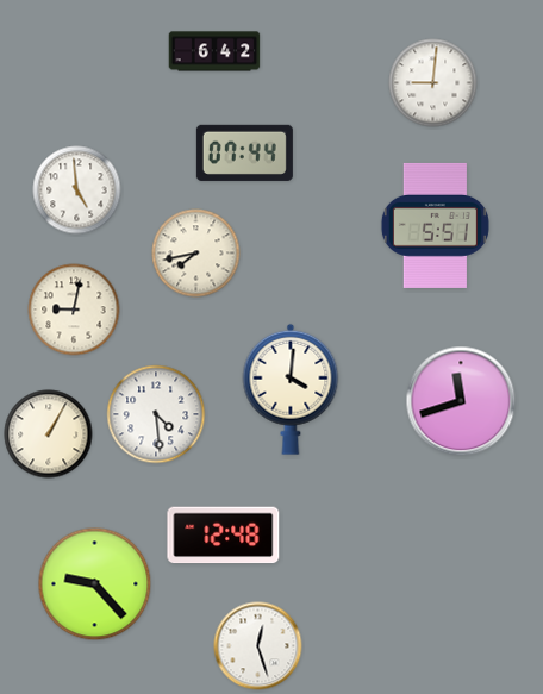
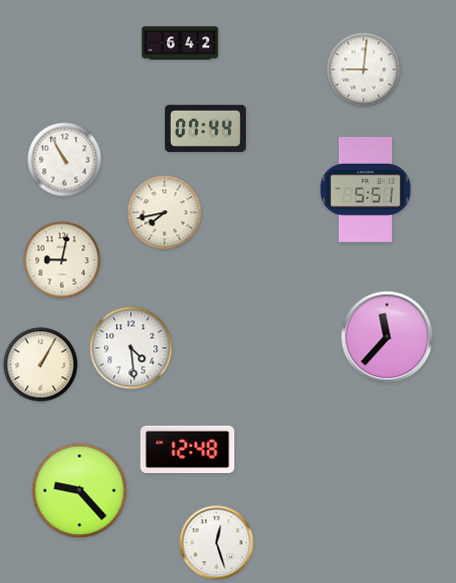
clock at (77, 190): 4:59 -> 10:55
clock at (291, 389): 4:01 -> none
clock at (461, 401): 11:42 -> 11:37
